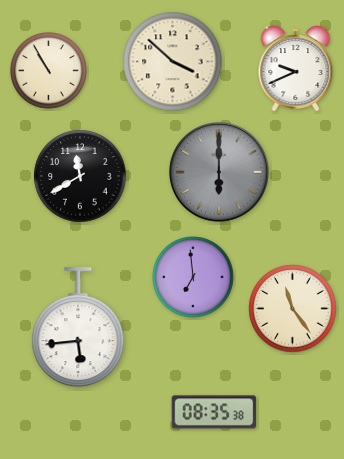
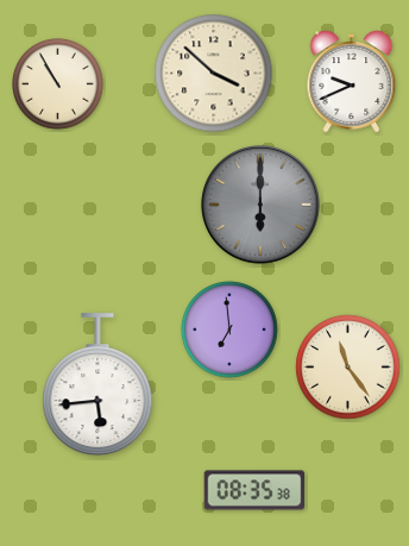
clock at (173, 62) position: (173, 62) -> (214, 74)
clock at (80, 176): 11:40 -> none
clock at (78, 328) position: (78, 328) -> (97, 385)
